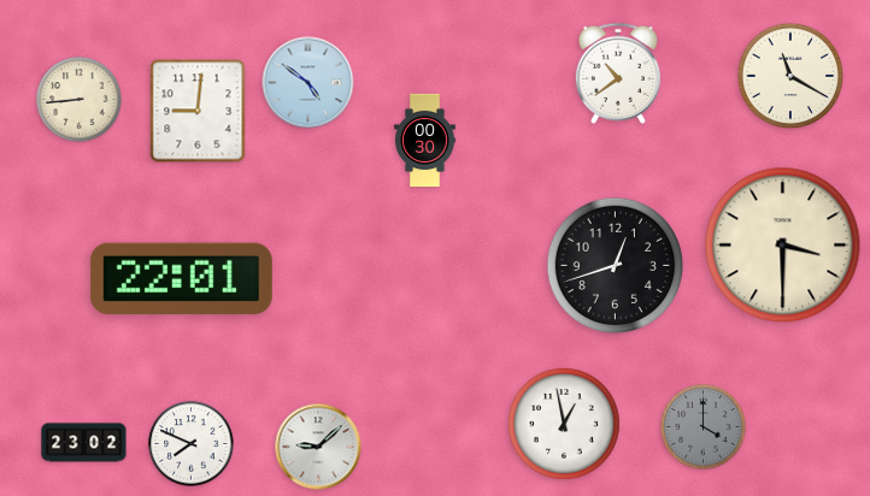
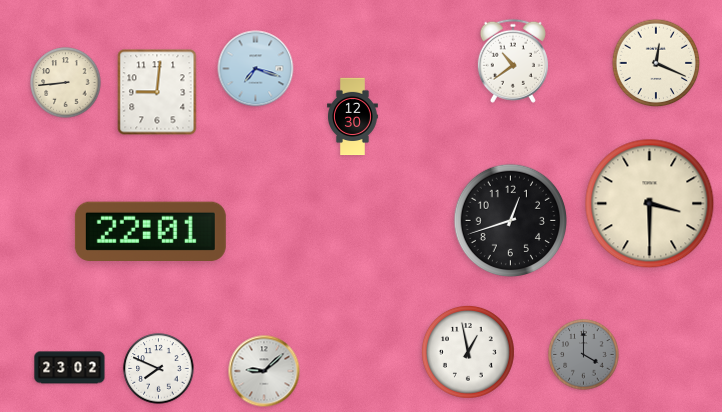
clock at (790, 76): 11:20 -> 12:19
clock at (308, 83): 4:51 -> 7:18
clock at (198, 111) position: (198, 111) -> (157, 92)
clock at (425, 141): 00:30 -> 12:30
